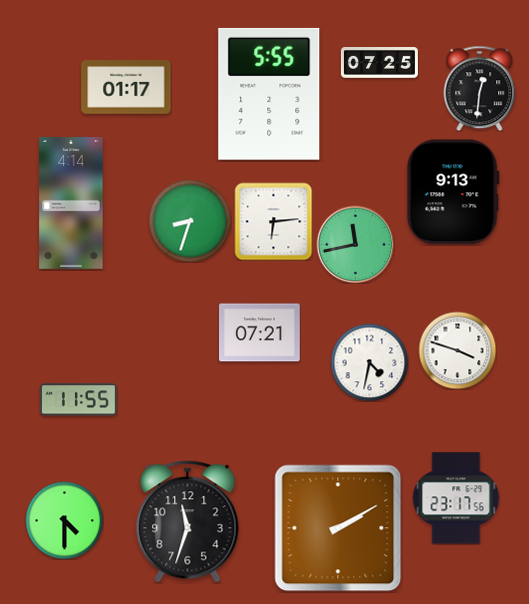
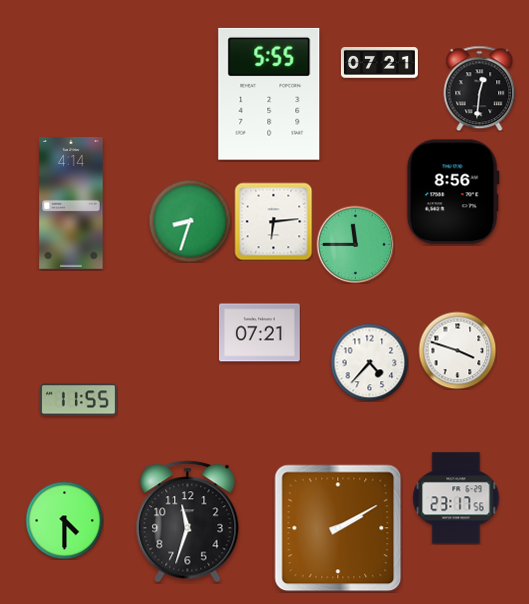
clock at (379, 63): 07:25 -> 07:21
clock at (126, 87): 01:17 -> none
clock at (453, 192): 9:13 -> 8:56
clock at (355, 244): 11:43 -> 11:45
clock at (369, 362): 4:32 -> 4:37
